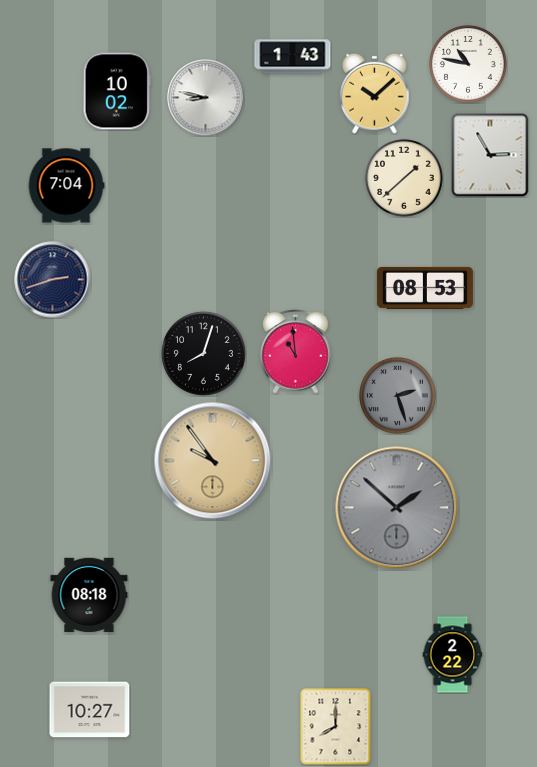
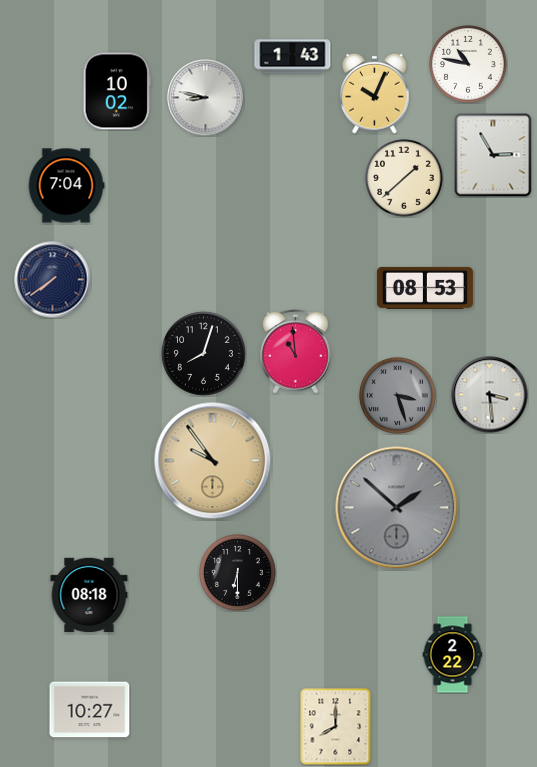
clock at (375, 93): 10:08 -> 10:04
clock at (490, 155) position: (490, 155) -> (493, 155)
clock at (53, 280): 2:42 -> 7:39
clock at (490, 395): none -> 3:29
clock at (398, 396): 2:27 -> 3:27
clock at (238, 573): none -> 6:30
